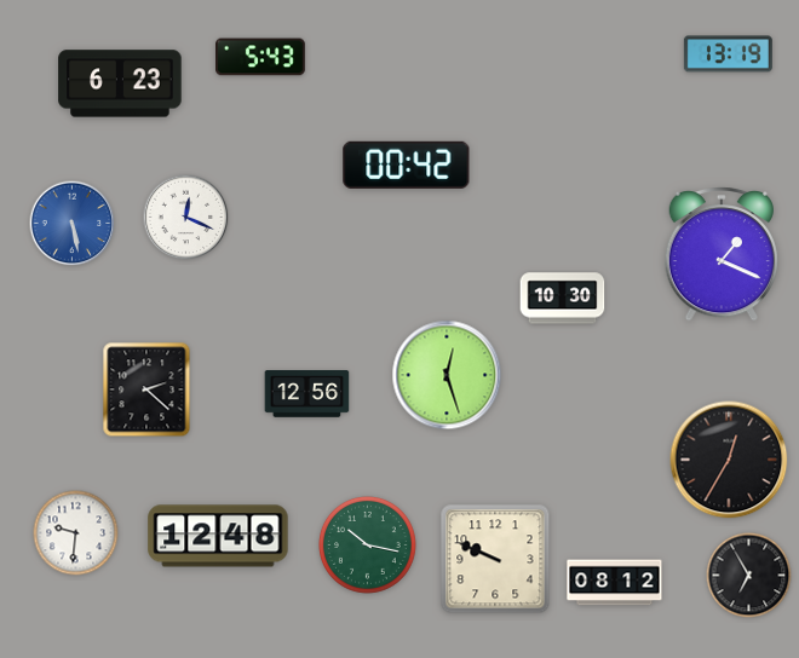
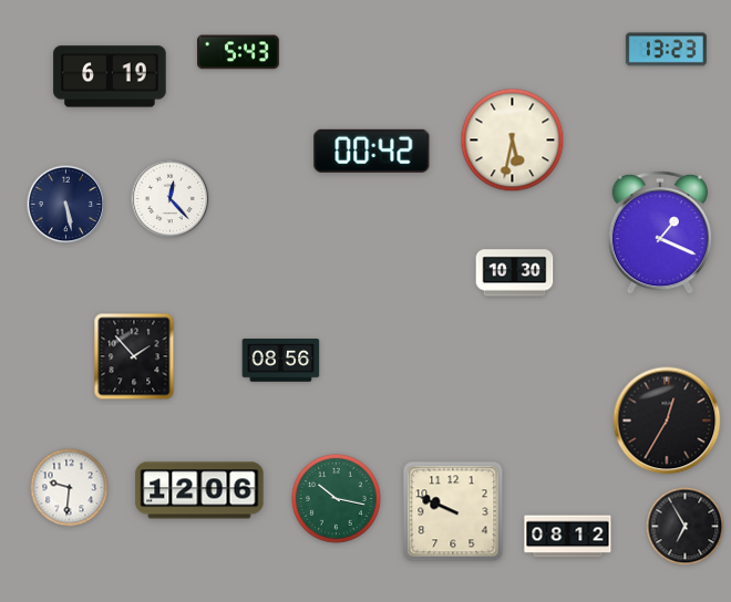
clock at (728, 54): 13:19 -> 13:23
clock at (120, 83): 6:23 -> 6:19
clock at (513, 141): none -> 5:32
clock at (186, 218): 12:19 -> 12:23
clock at (73, 224) dial: blue -> navy
clock at (447, 375): 12:27 -> none
clock at (146, 389): 2:22 -> 1:53
clock at (307, 394): 12:56 -> 08:56
clock at (218, 536): 12:48 -> 12:06
clock at (615, 583) position: (615, 583) -> (568, 537)
